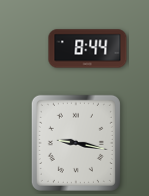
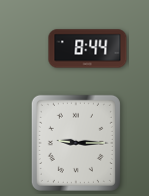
clock at (76, 143): 9:17 -> 9:15
